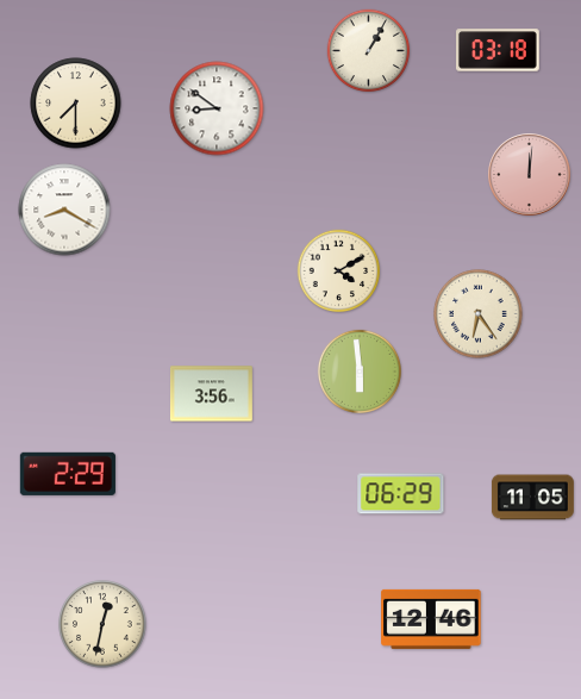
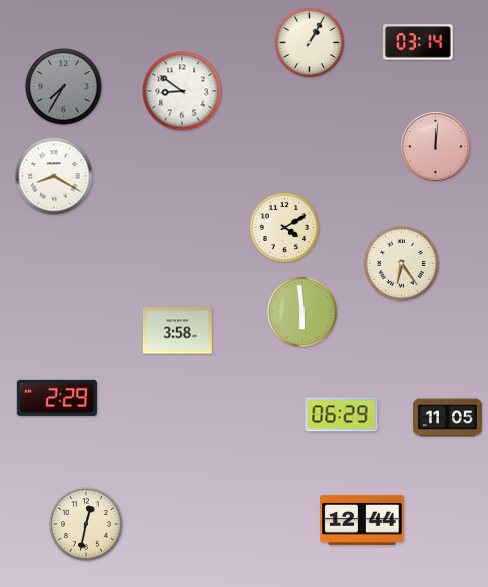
clock at (499, 50): 03:18 -> 03:14
clock at (76, 104): 7:30 -> 7:35
clock at (76, 104) dial: cream -> grey
clock at (530, 175) position: (530, 175) -> (436, 147)
clock at (211, 394): 3:56 -> 3:58
clock at (401, 494) position: (401, 494) -> (342, 415)
clock at (431, 619): 12:46 -> 12:44
